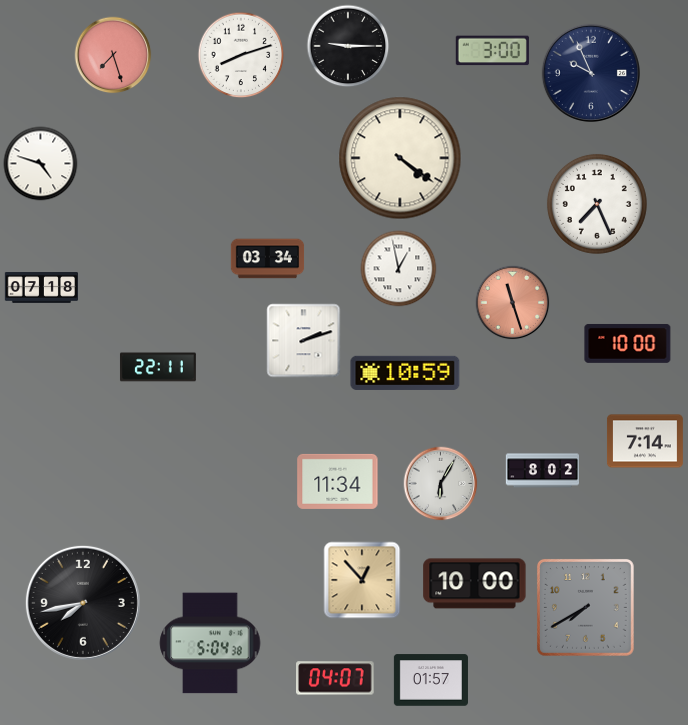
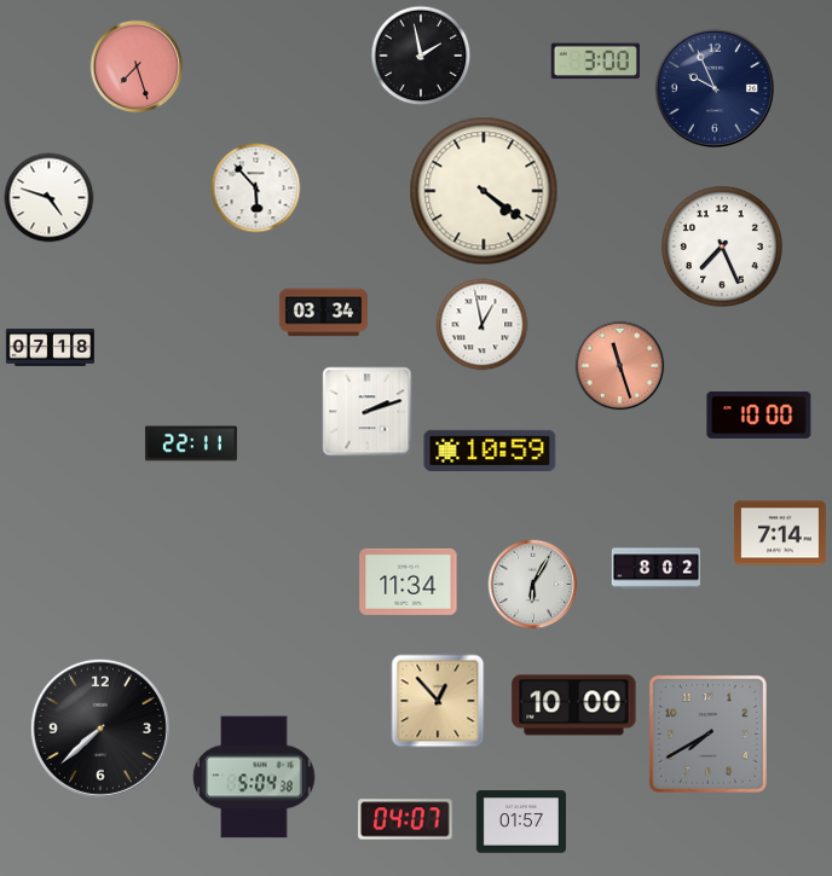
clock at (348, 46): 9:15 -> 1:58
clock at (241, 55): 8:12 -> none
clock at (256, 188): none -> 5:53
clock at (83, 603): 7:43 -> 7:38
